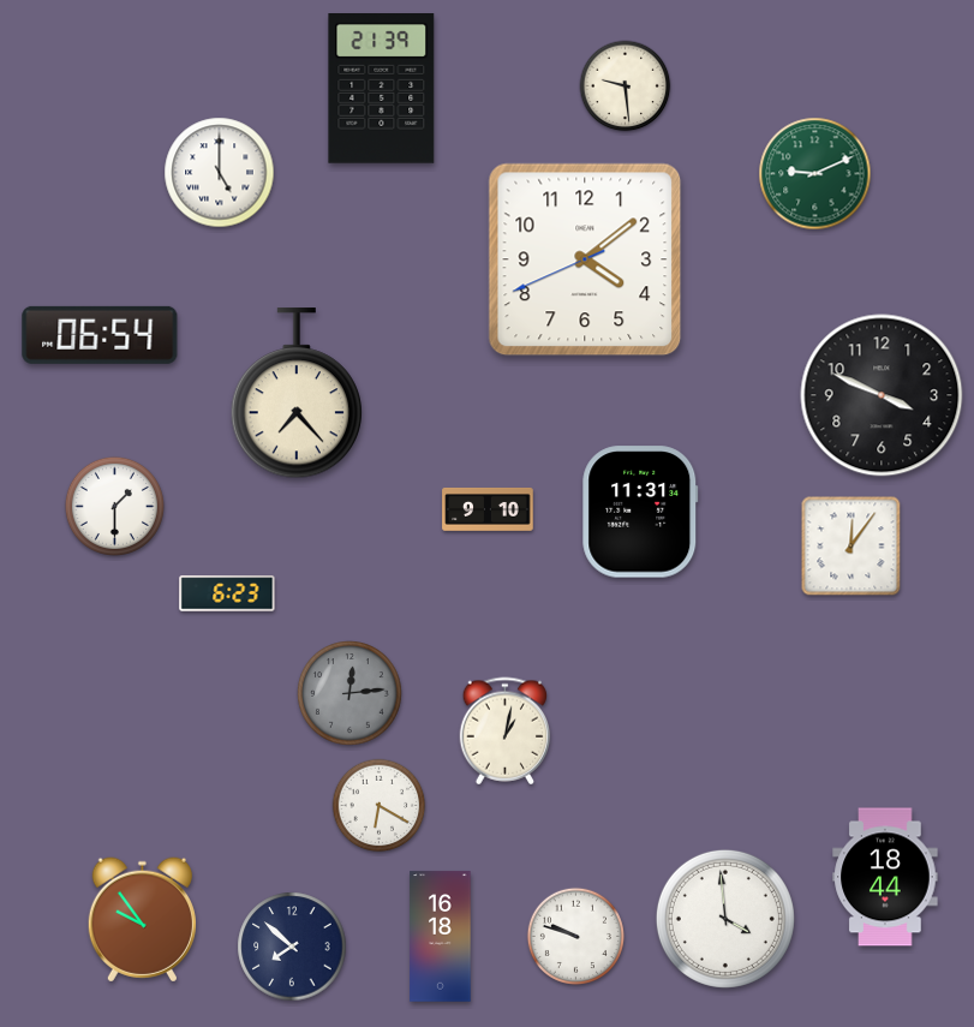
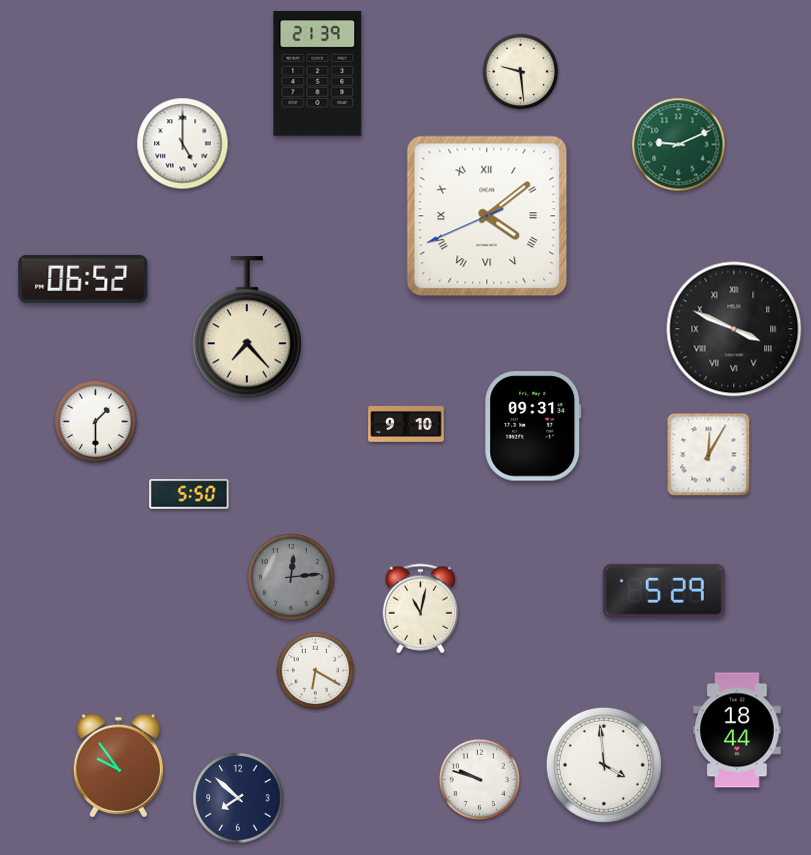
clock at (585, 259) numerals: Arabic -> Roman
clock at (100, 335): 06:54 -> 06:52
clock at (882, 395) numerals: Arabic -> Roman
clock at (640, 512): 11:31 -> 09:31
clock at (851, 547): 12:06 -> 12:05
clock at (227, 593): 6:23 -> 5:50
clock at (664, 591): none -> 5:29
clock at (506, 732): 1:02 -> 11:02
clock at (441, 937): 16:18 -> none
clock at (292, 947) position: (292, 947) -> (238, 798)
